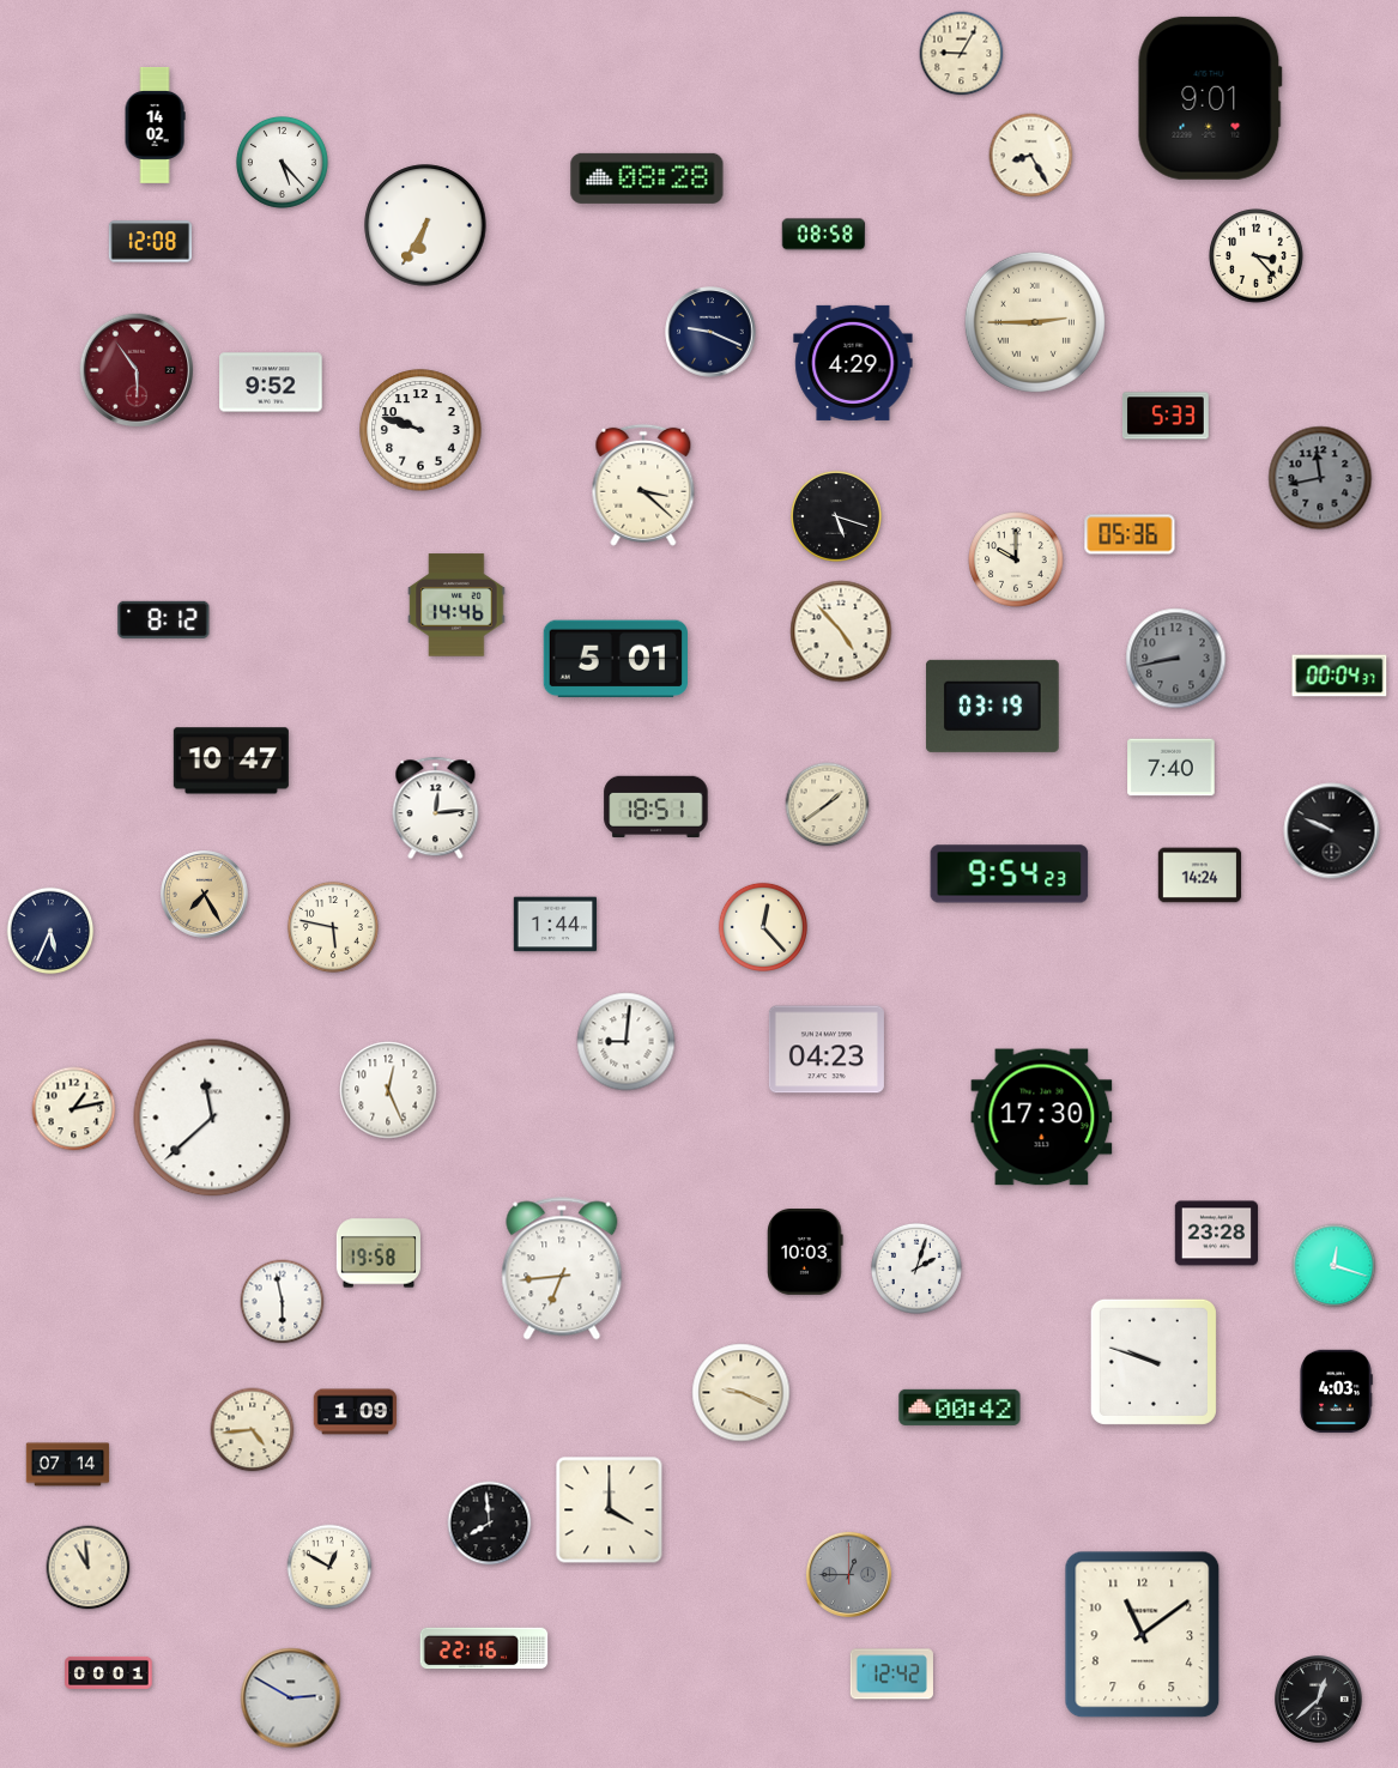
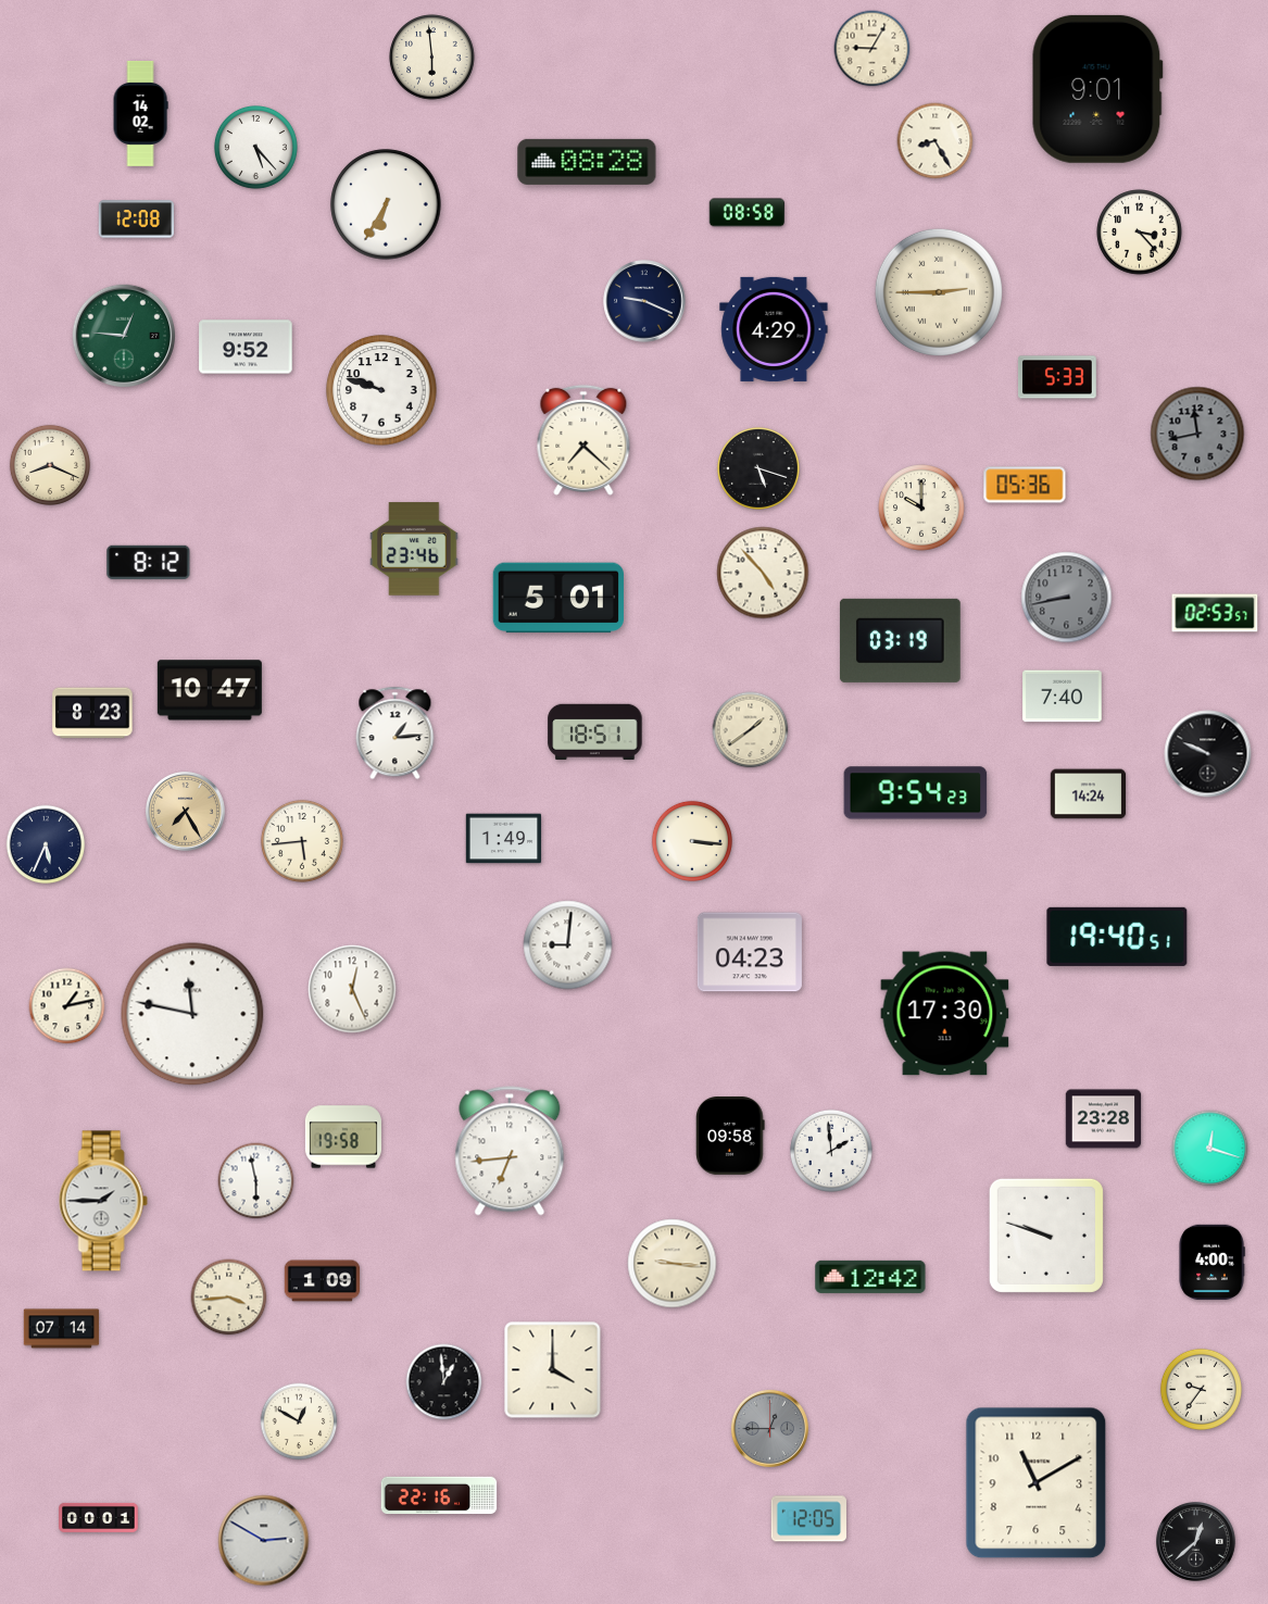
clock at (432, 58): none -> 5:59
clock at (137, 370): 5:54 -> 12:46
clock at (137, 370) dial: burgundy -> green
clock at (643, 485): 3:22 -> 7:22
clock at (50, 465): none -> 8:19
clock at (456, 605): 14:46 -> 23:46
clock at (1339, 676): 00:04 -> 02:53
clock at (92, 713): none -> 8:23
clock at (436, 809): 12:14 -> 1:14
clock at (556, 925): 1:44 -> 1:49
clock at (333, 927): 5:47 -> 5:44
clock at (763, 927): 12:23 -> 3:16
clock at (1117, 937): none -> 19:40
clock at (212, 1118): 11:38 -> 11:47
clock at (805, 1253): 10:03 -> 09:58
clock at (916, 1269): 2:03 -> 1:59
clock at (103, 1201): none -> 1:45
clock at (1336, 1392): 4:03 -> 4:00
clock at (742, 1393): 9:19 -> 9:16
clock at (960, 1407): 00:42 -> 12:42
clock at (253, 1430): 4:44 -> 3:44
clock at (490, 1524): 7:59 -> 12:59
clock at (1201, 1389): none -> 9:36
clock at (89, 1568): 10:59 -> none
clock at (1143, 1635): 11:09 -> 11:10
clock at (891, 1675): 12:42 -> 12:05
